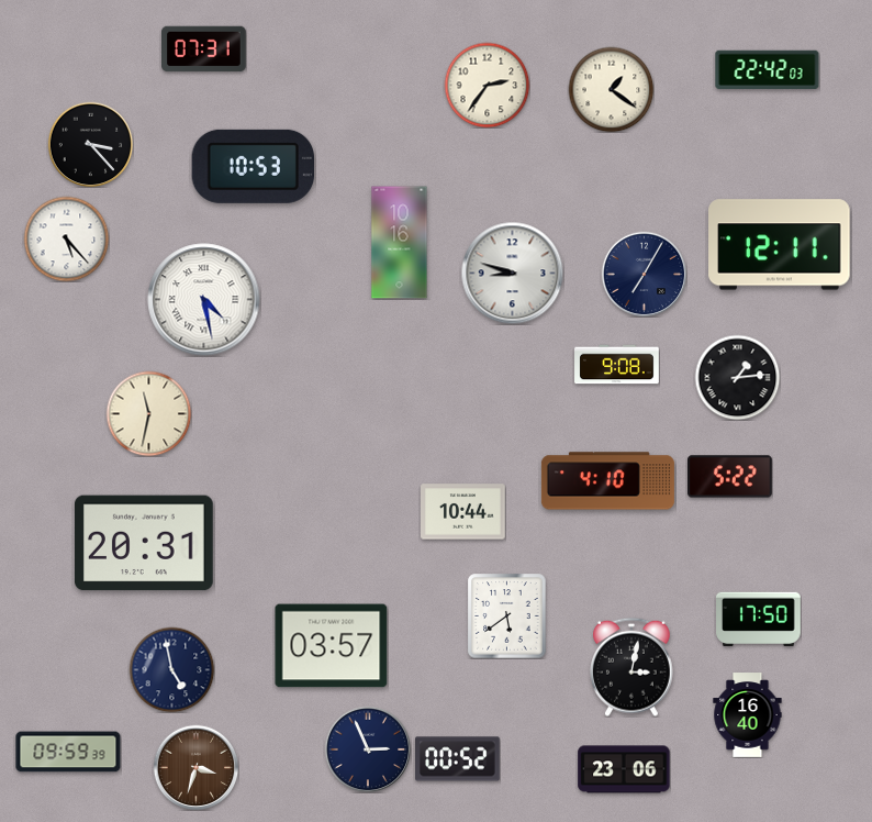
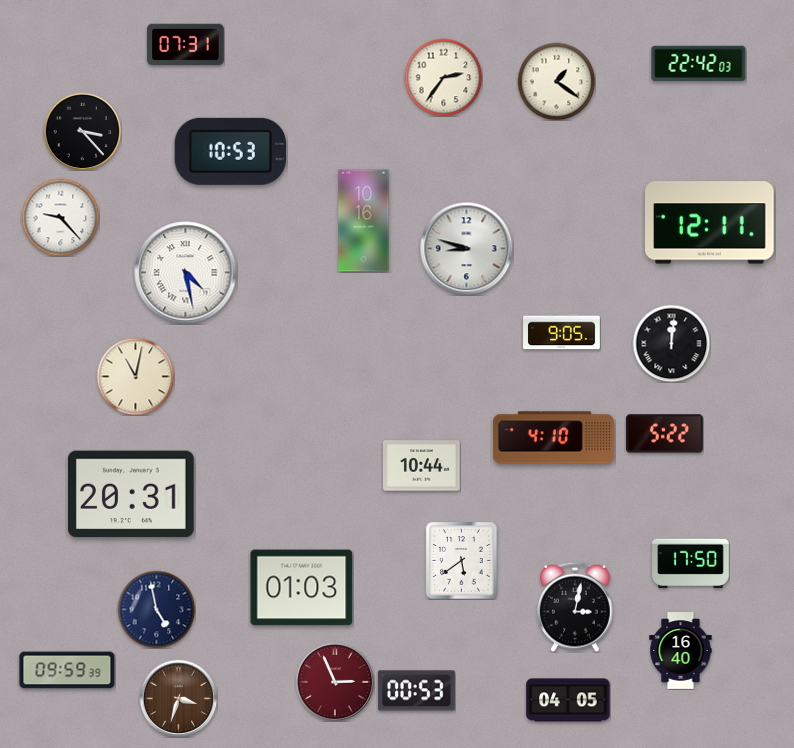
clock at (66, 238): 5:23 -> 9:23
clock at (644, 274): 7:05 -> none
clock at (617, 365): 9:08 -> 9:05
clock at (737, 377): 1:14 -> 12:01
clock at (148, 413): 11:32 -> 11:02
clock at (332, 646): 03:57 -> 01:03
clock at (368, 749) dial: navy -> burgundy
clock at (68, 752) position: (68, 752) -> (67, 670)
clock at (458, 759): 00:52 -> 00:53
clock at (624, 769): 23:06 -> 04:05
